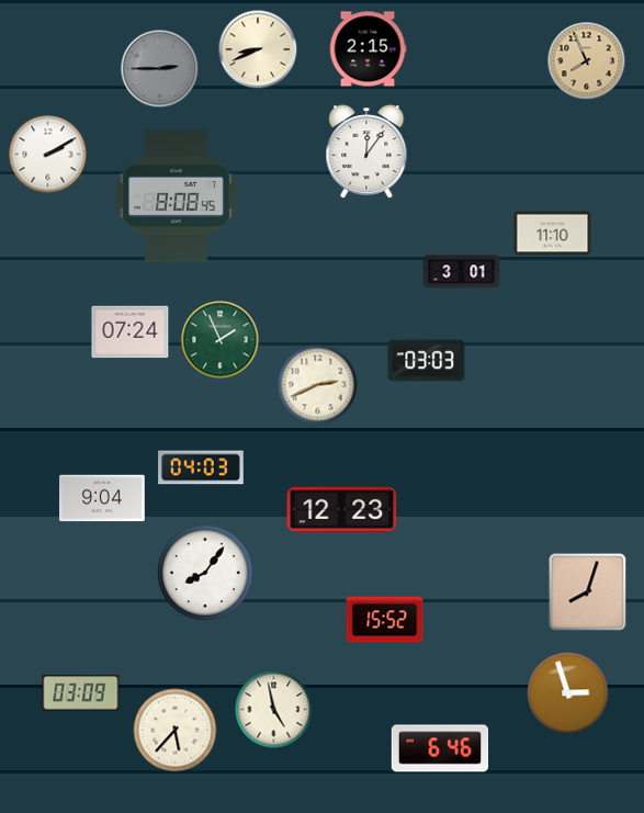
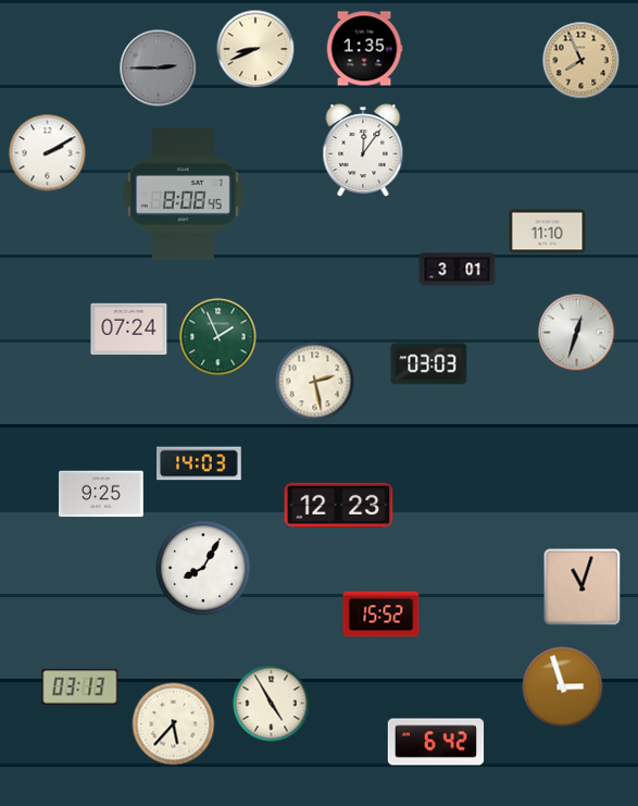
clock at (368, 49): 2:15 -> 1:35
clock at (176, 196) position: (176, 196) -> (183, 195)
clock at (577, 333): none -> 12:33
clock at (427, 361) position: (427, 361) -> (429, 364)
clock at (318, 385): 2:41 -> 2:28
clock at (201, 467): 04:03 -> 14:03
clock at (102, 498): 9:04 -> 9:25
clock at (205, 573): 8:06 -> 8:05
clock at (588, 592): 8:03 -> 11:03
clock at (81, 693): 03:09 -> 03:13
clock at (274, 710): 4:58 -> 4:55
clock at (440, 748): 6:46 -> 6:42
